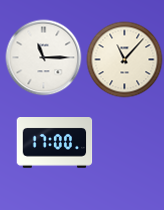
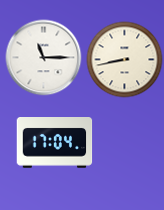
clock at (125, 60): 11:07 -> 8:43
clock at (55, 143): 17:00 -> 17:04
